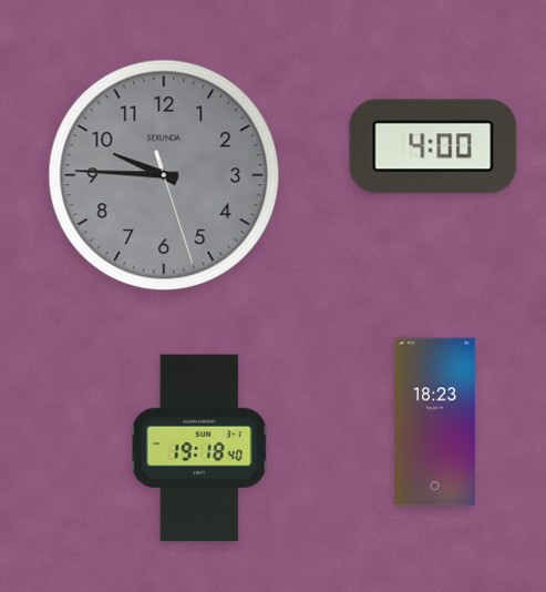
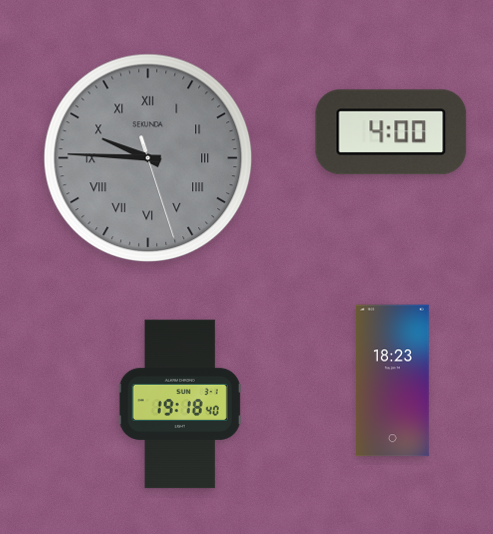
clock at (164, 175) numerals: Arabic -> Roman
